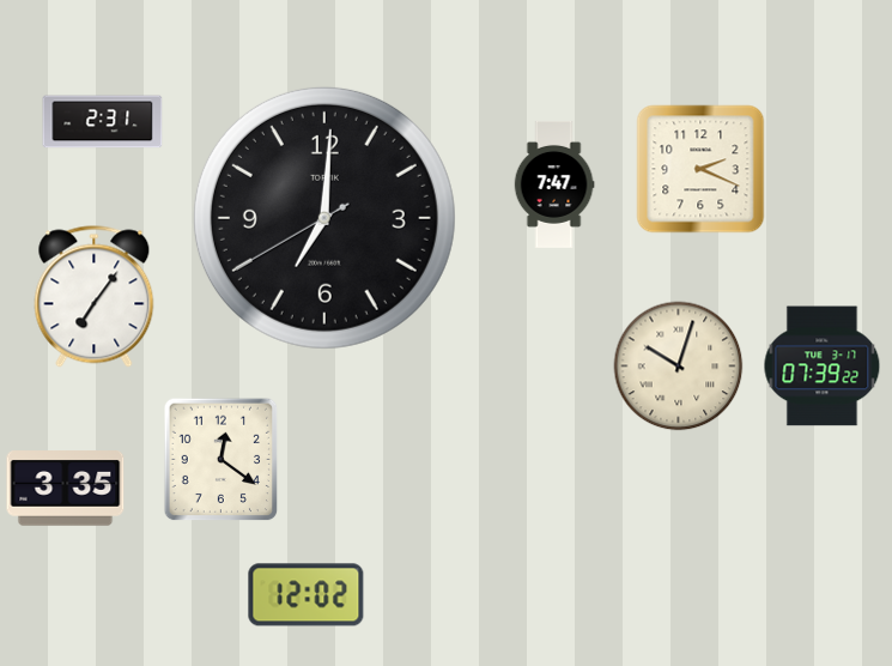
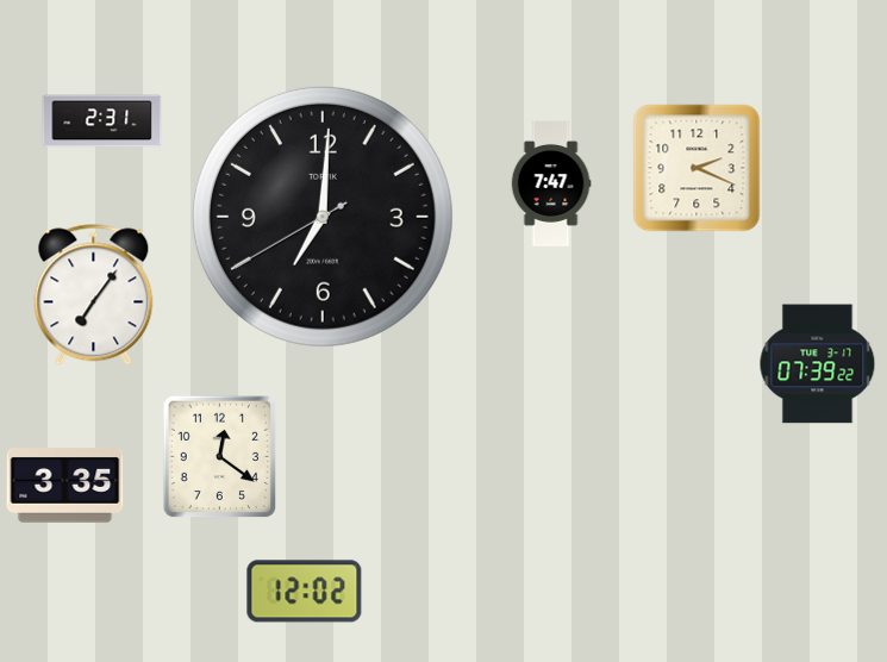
clock at (679, 367): 10:03 -> none
